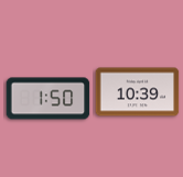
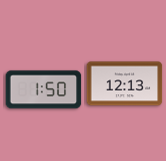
clock at (138, 92): 10:39 -> 12:13
